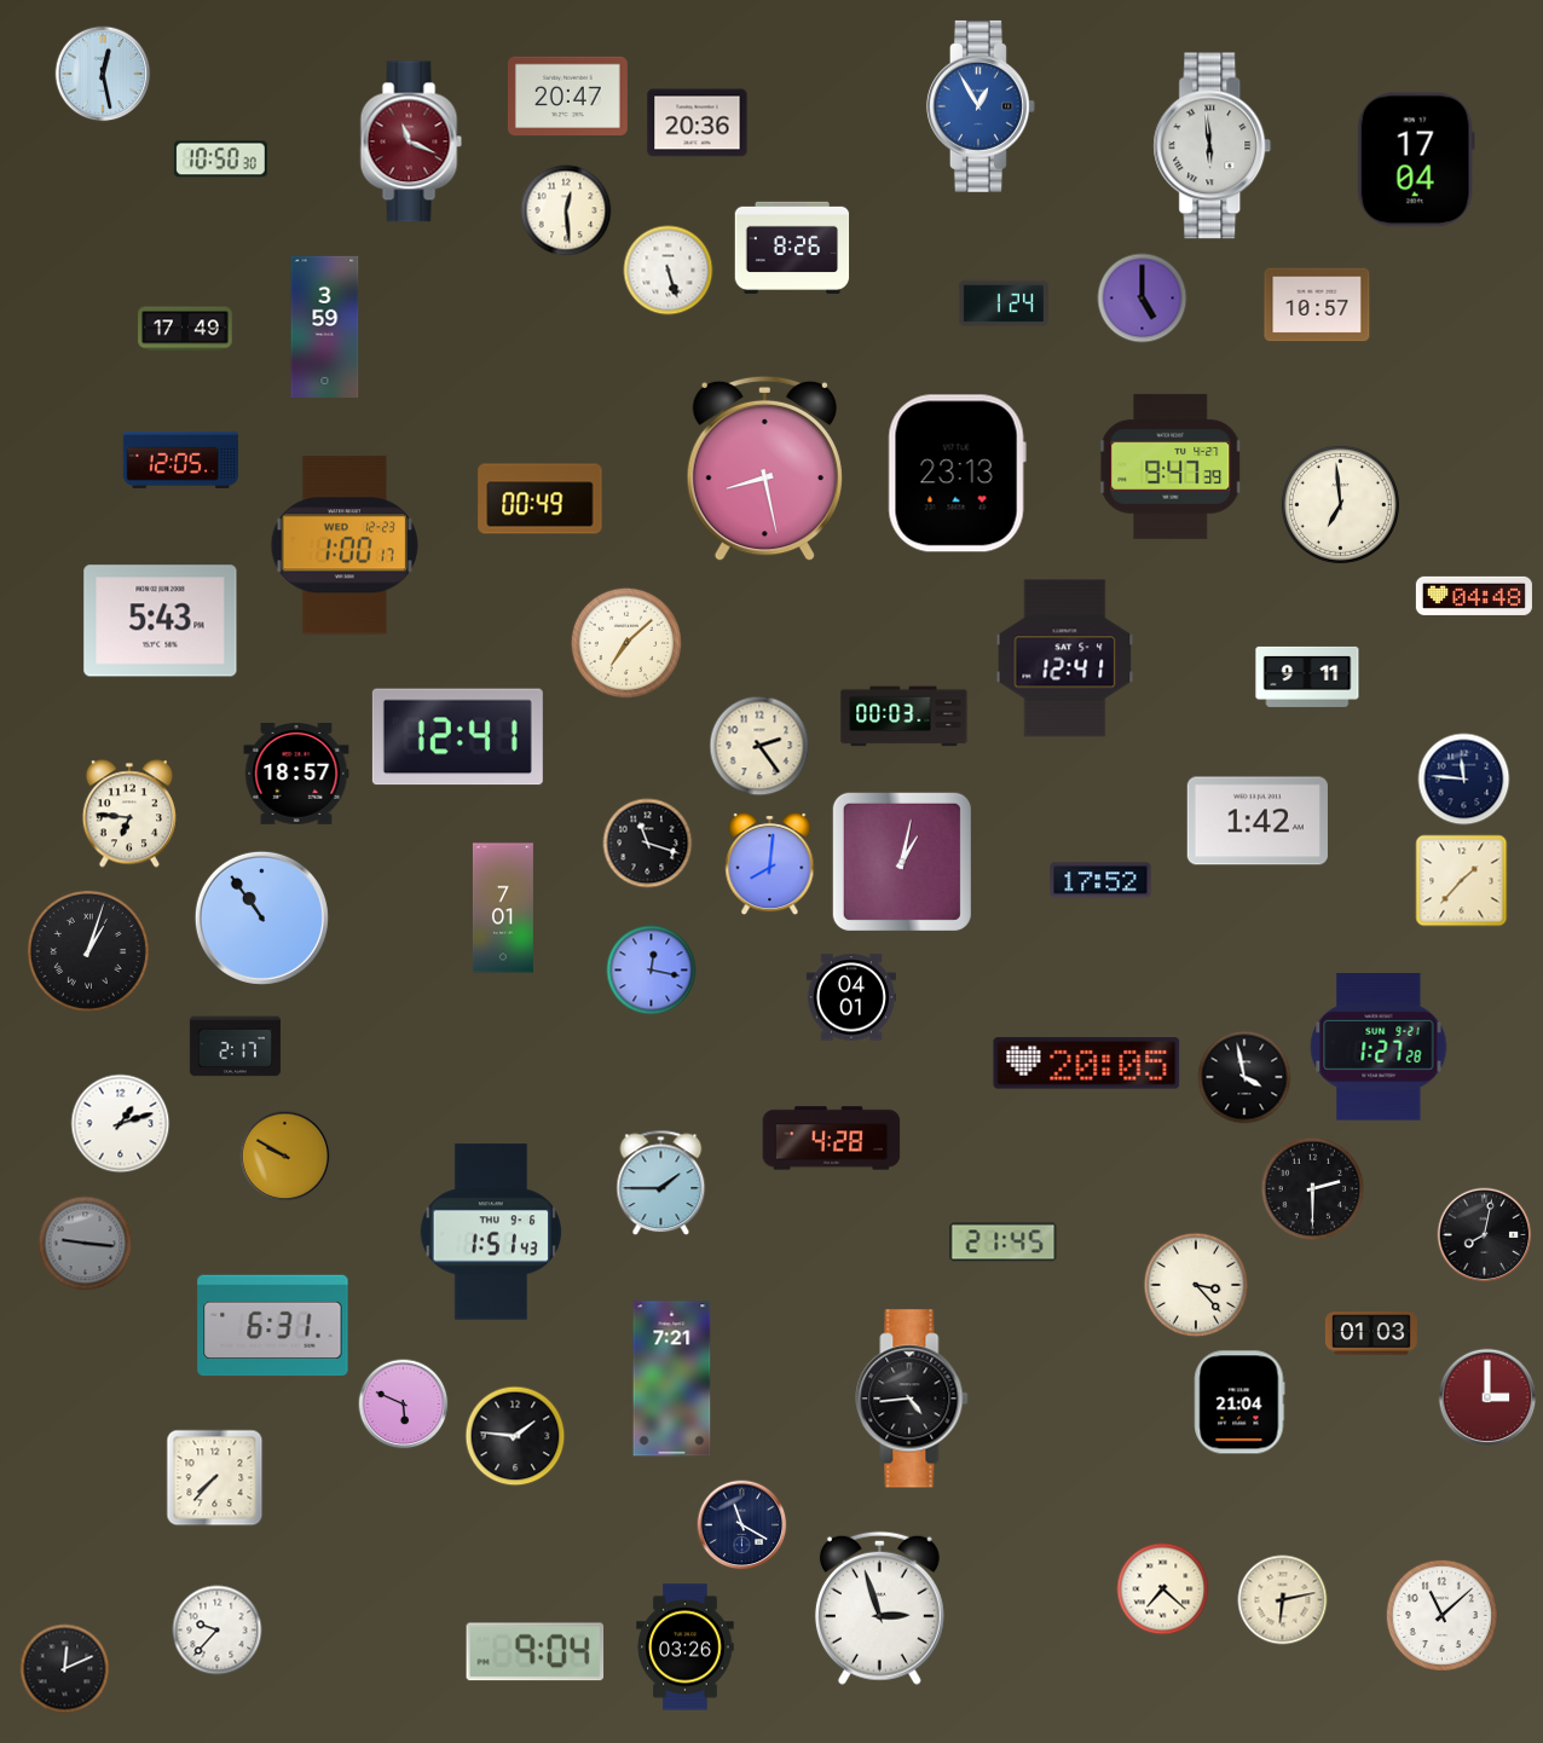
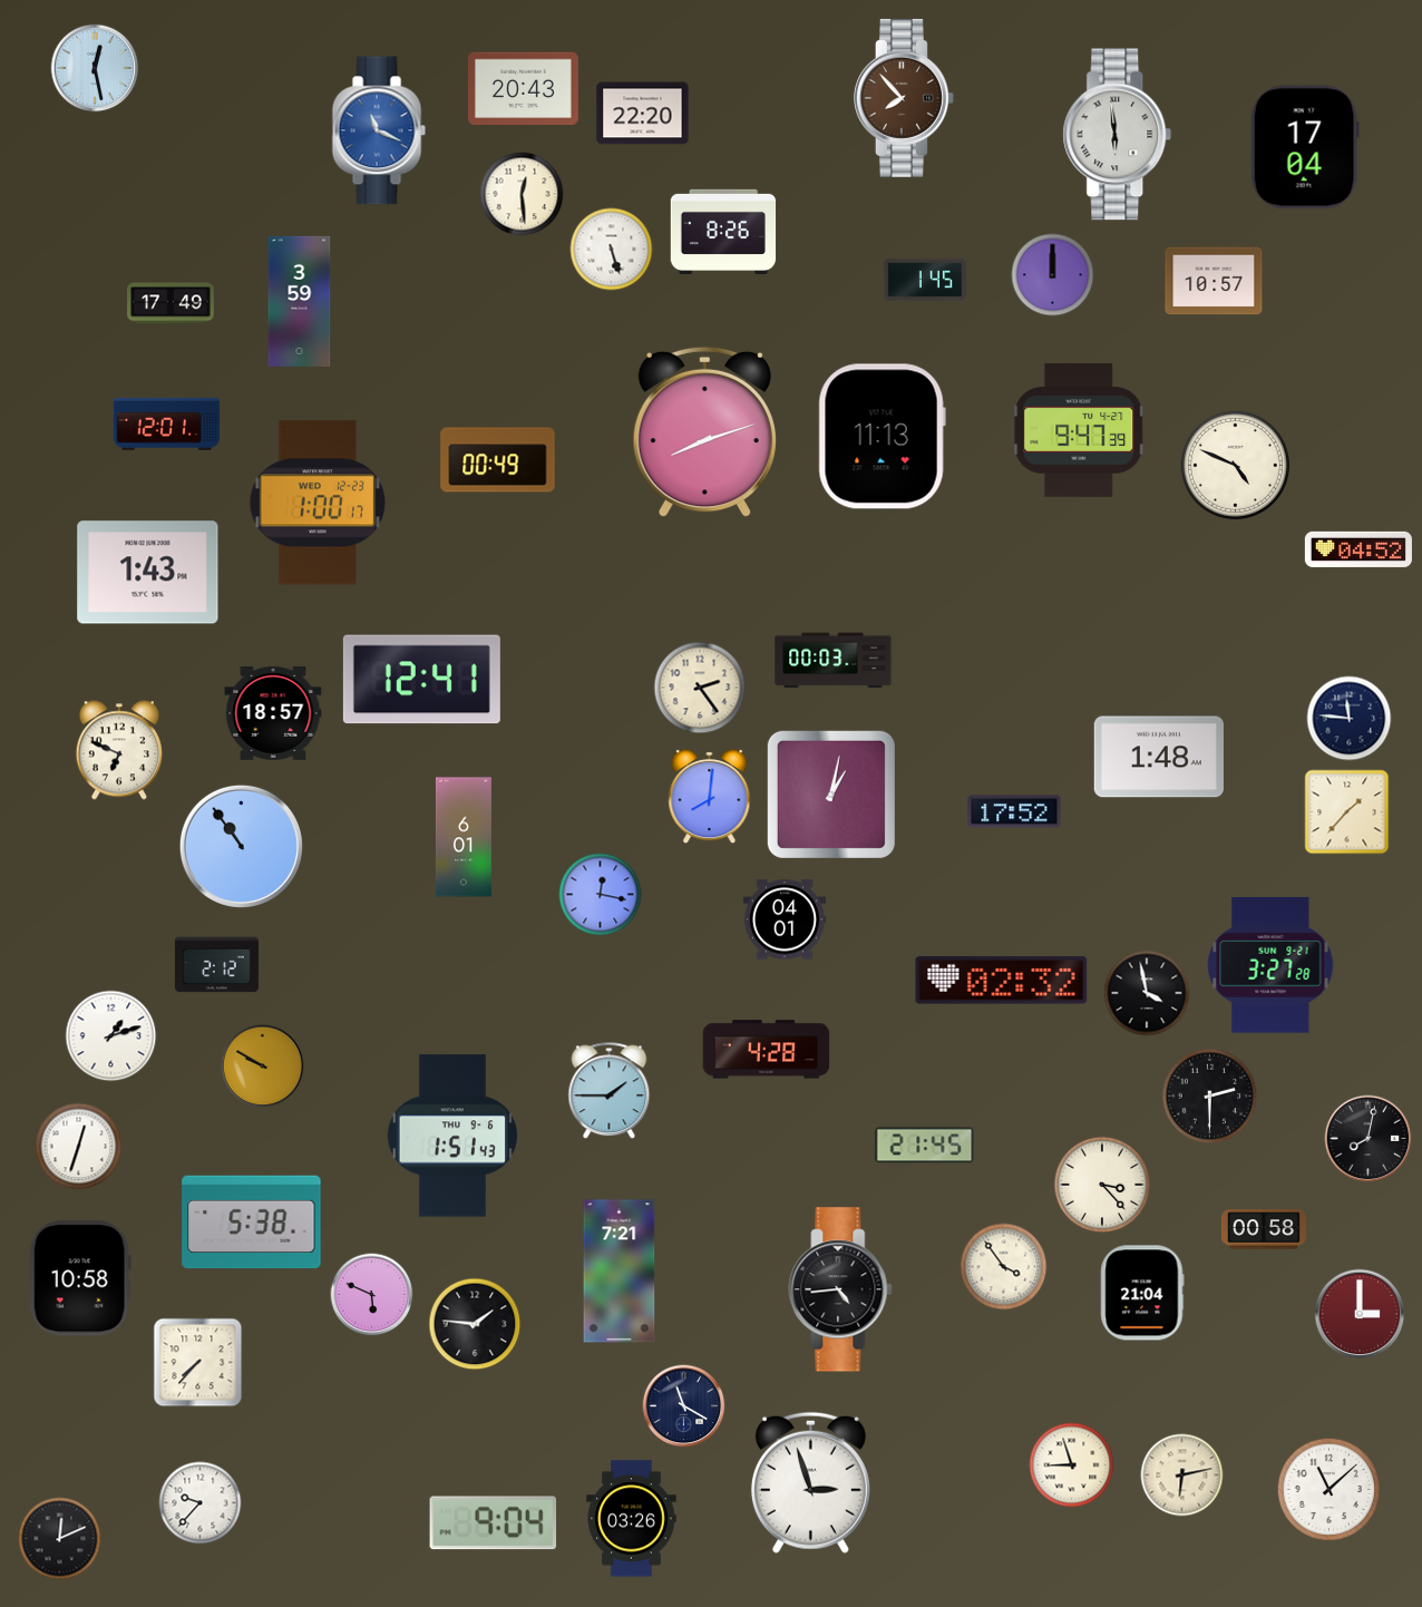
clock at (567, 97): 20:47 -> 20:43
clock at (981, 106): 12:55 -> 7:53
clock at (981, 106) dial: blue -> brown
clock at (698, 123): 20:36 -> 22:20
clock at (411, 141) dial: burgundy -> blue
clock at (220, 160): 10:50 -> none
clock at (792, 247) position: (792, 247) -> (723, 231)
clock at (669, 271) position: (669, 271) -> (612, 250)
clock at (1143, 299): 5:00 -> 12:00
clock at (1002, 303): 1:24 -> 1:45
clock at (180, 459): 12:05 -> 12:01
clock at (764, 469): 8:28 -> 8:12
clock at (957, 474): 23:13 -> 11:13
clock at (1340, 504): 6:59 -> 4:49
clock at (1474, 596): 04:48 -> 04:52
clock at (161, 621): 5:43 -> 1:43
clock at (626, 643): 7:08 -> none
clock at (1065, 659): 12:41 -> none
clock at (1307, 677): 9:11 -> none
clock at (129, 813): 6:46 -> 6:49
clock at (1258, 821): 1:42 -> 1:48
clock at (648, 844): 11:18 -> none
clock at (503, 908): 7:01 -> 6:01
clock at (88, 951): 1:03 -> none
clock at (235, 1047): 2:17 -> 2:12
clock at (1379, 1047): 1:27 -> 3:27
clock at (1087, 1064): 20:05 -> 02:32
clock at (86, 1244): 9:16 -> 12:33
clock at (86, 1244) dial: grey -> white
clock at (273, 1326): 6:31 -> 5:38
clock at (1371, 1333): 01:03 -> 00:58
clock at (1004, 1267): none -> 3:54
clock at (80, 1278): none -> 10:58
clock at (1487, 1397) position: (1487, 1397) -> (1360, 1314)
clock at (1163, 1589): 7:22 -> 8:57
